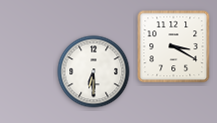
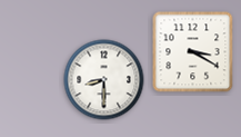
clock at (94, 72): 6:30 -> 8:30
